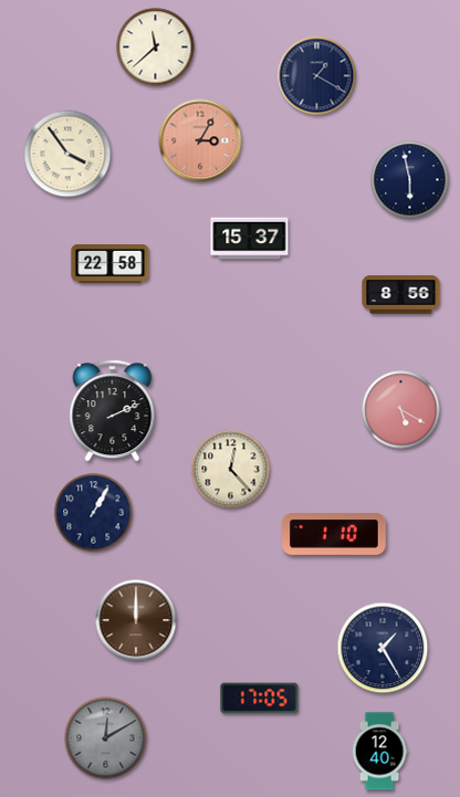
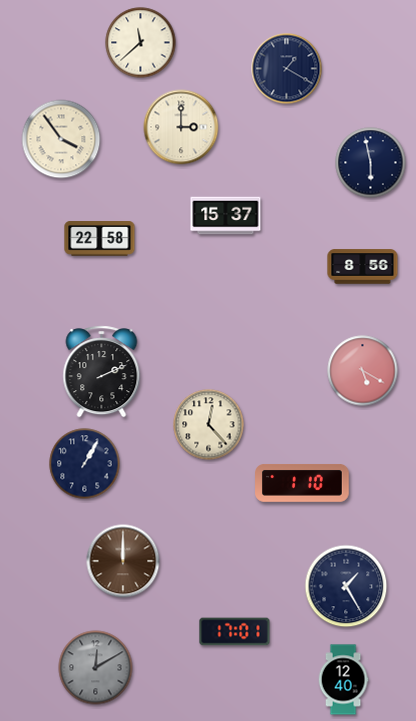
clock at (200, 140): 3:05 -> 3:00
clock at (200, 140) dial: salmon -> cream
clock at (260, 699): 17:05 -> 17:01
